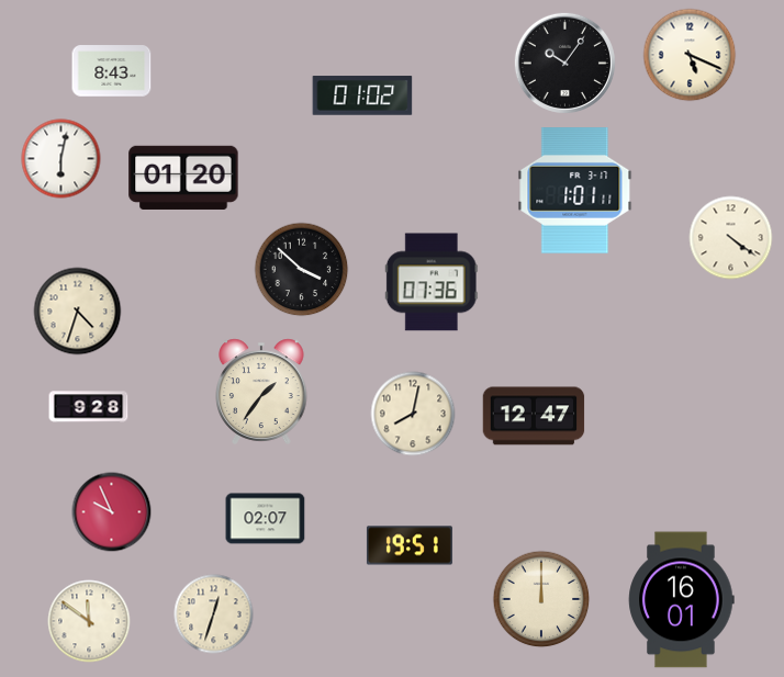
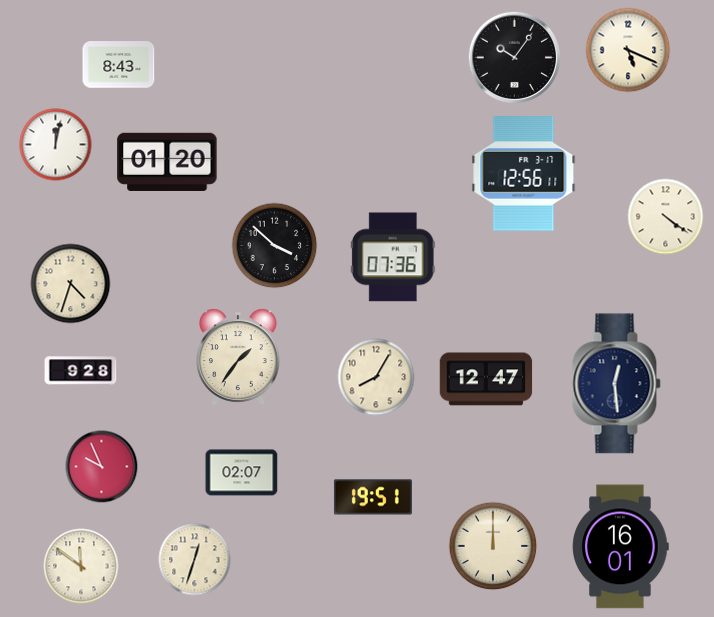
clock at (112, 71) position: (112, 71) -> (119, 65)
clock at (362, 95): 01:02 -> none
clock at (61, 159): 6:02 -> 12:02
clock at (575, 191): 1:01 -> 12:56
clock at (413, 414): 8:02 -> 8:05
clock at (616, 384): none -> 12:29
